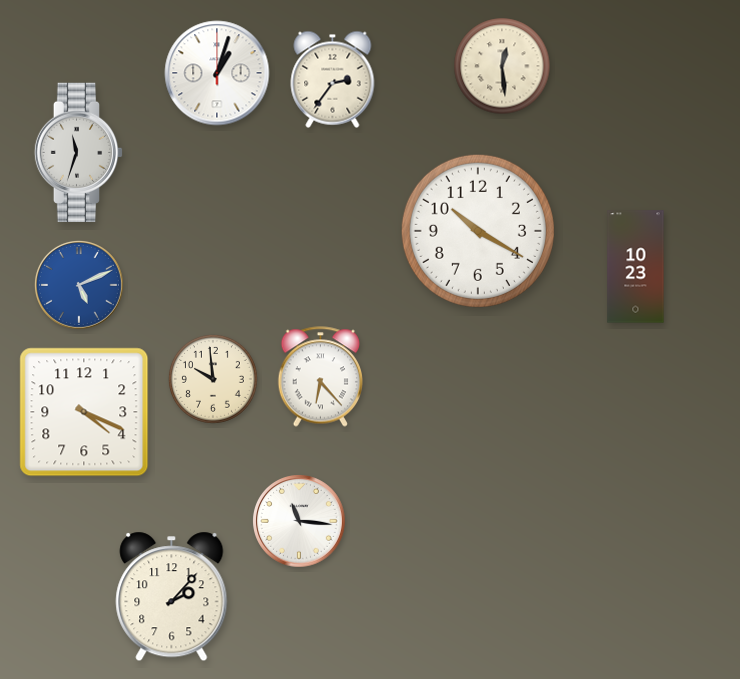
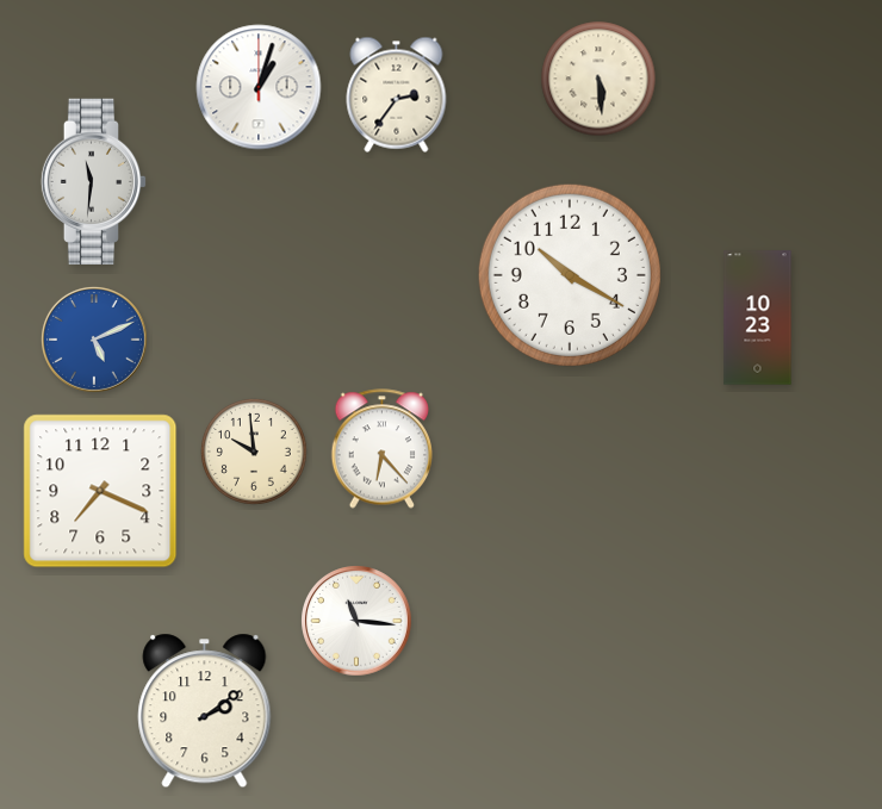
clock at (502, 66): 12:29 -> 5:29
clock at (79, 152): 11:33 -> 11:31
clock at (84, 412): 4:19 -> 7:19
clock at (172, 597): 2:07 -> 2:09
